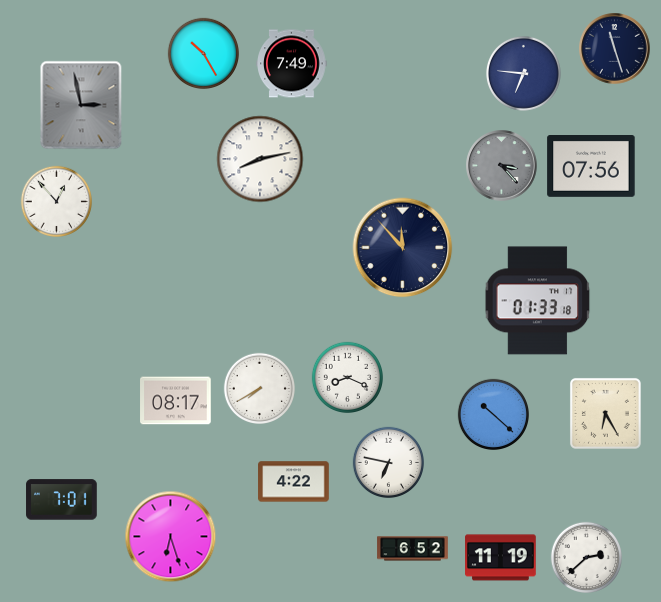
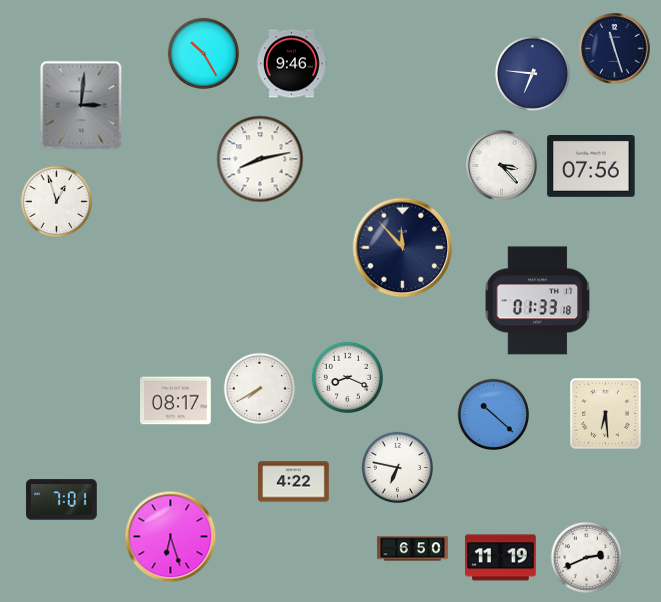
clock at (292, 64): 7:49 -> 9:46
clock at (523, 73) position: (523, 73) -> (532, 73)
clock at (81, 105): 2:58 -> 3:01
clock at (502, 166) dial: grey -> white
clock at (56, 201): 12:53 -> 12:57
clock at (605, 413): 6:25 -> 6:29
clock at (388, 462) position: (388, 462) -> (397, 467)
clock at (413, 549): 6:52 -> 6:50
clock at (586, 557): 2:38 -> 2:41
